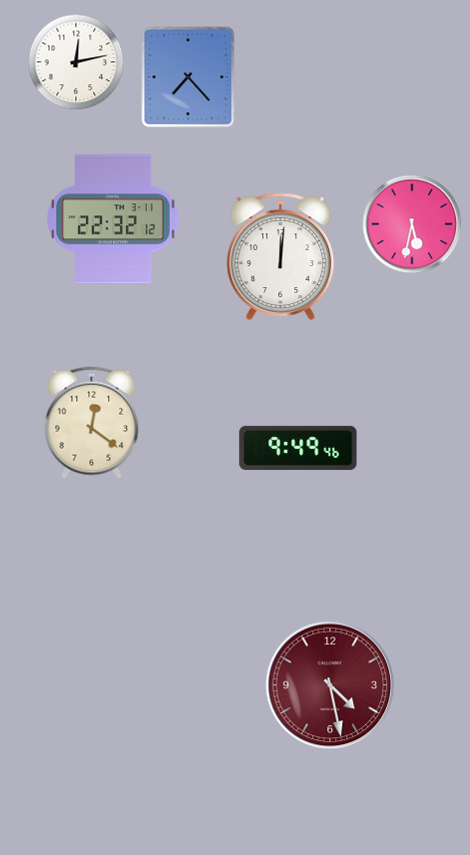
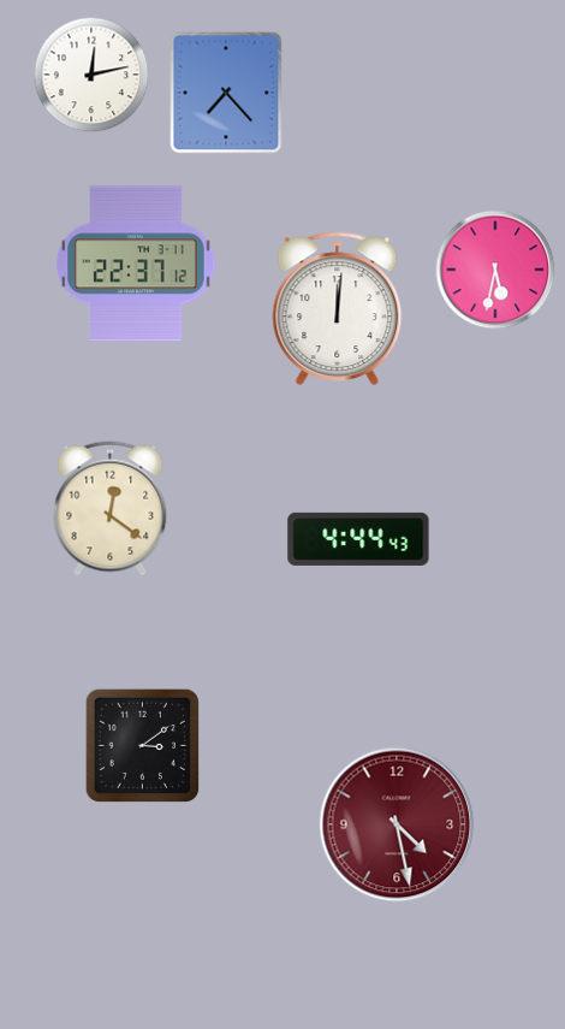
clock at (113, 219): 22:32 -> 22:37
clock at (298, 448): 9:49 -> 4:44
clock at (142, 745): none -> 3:09
